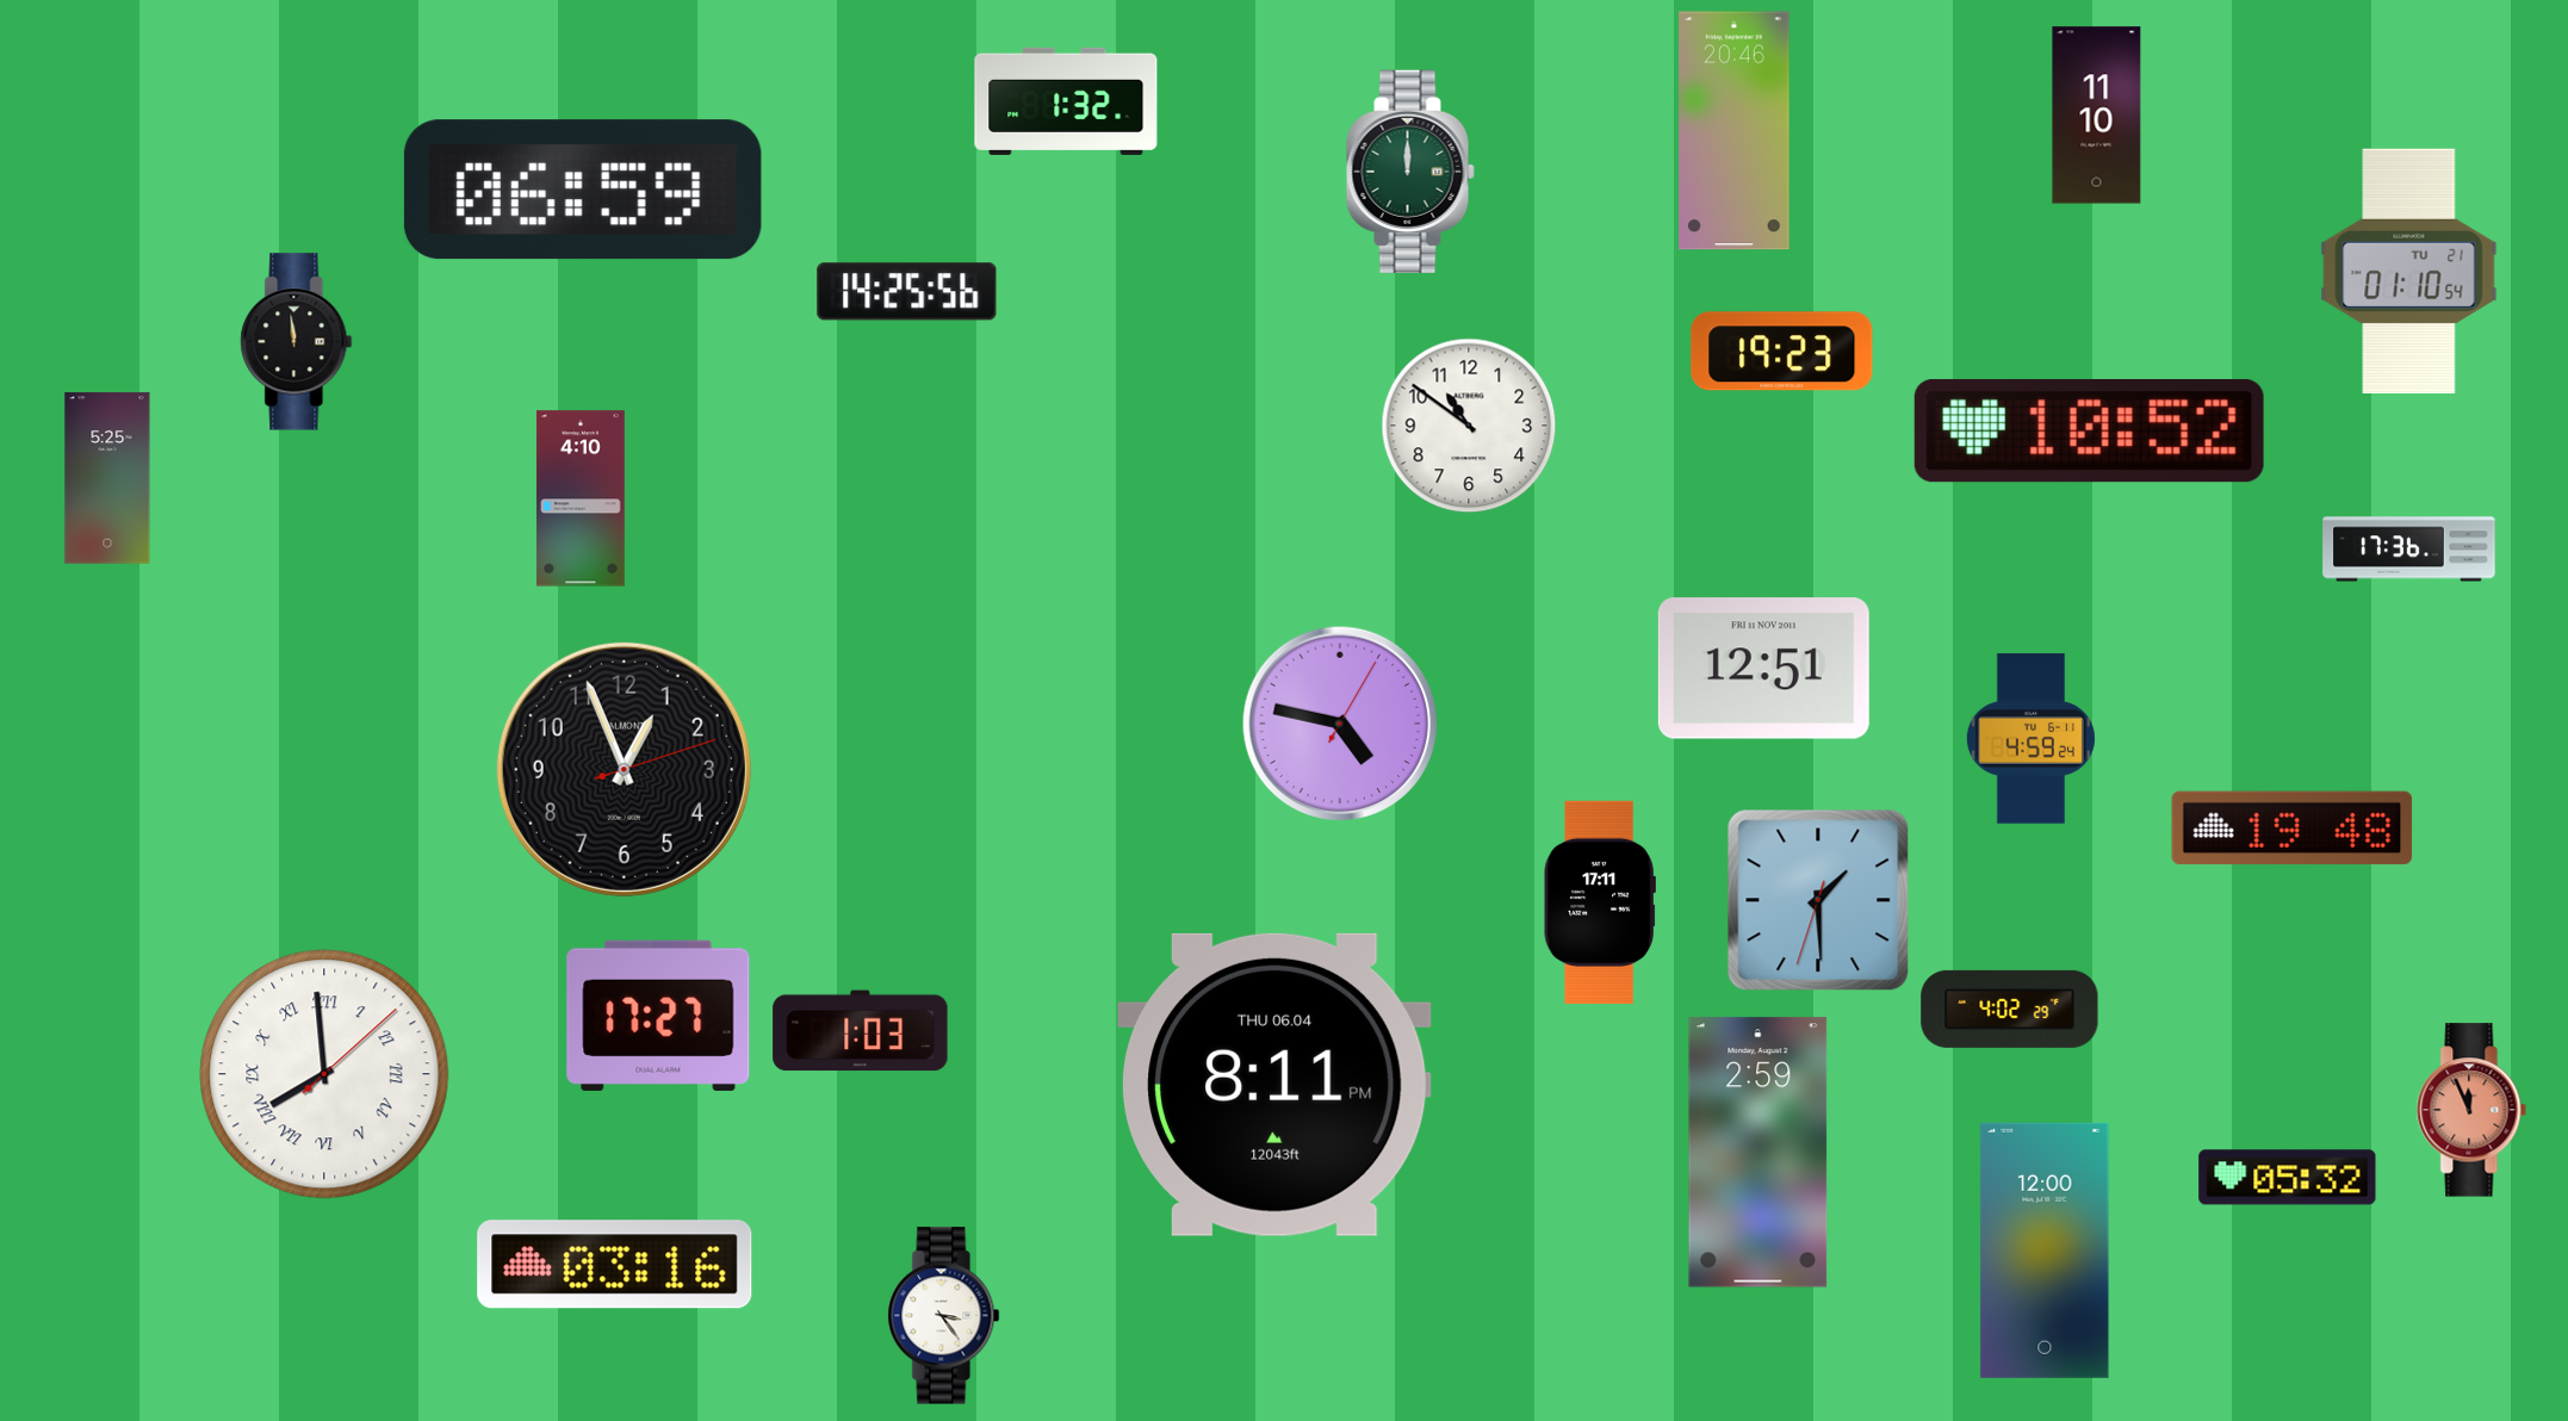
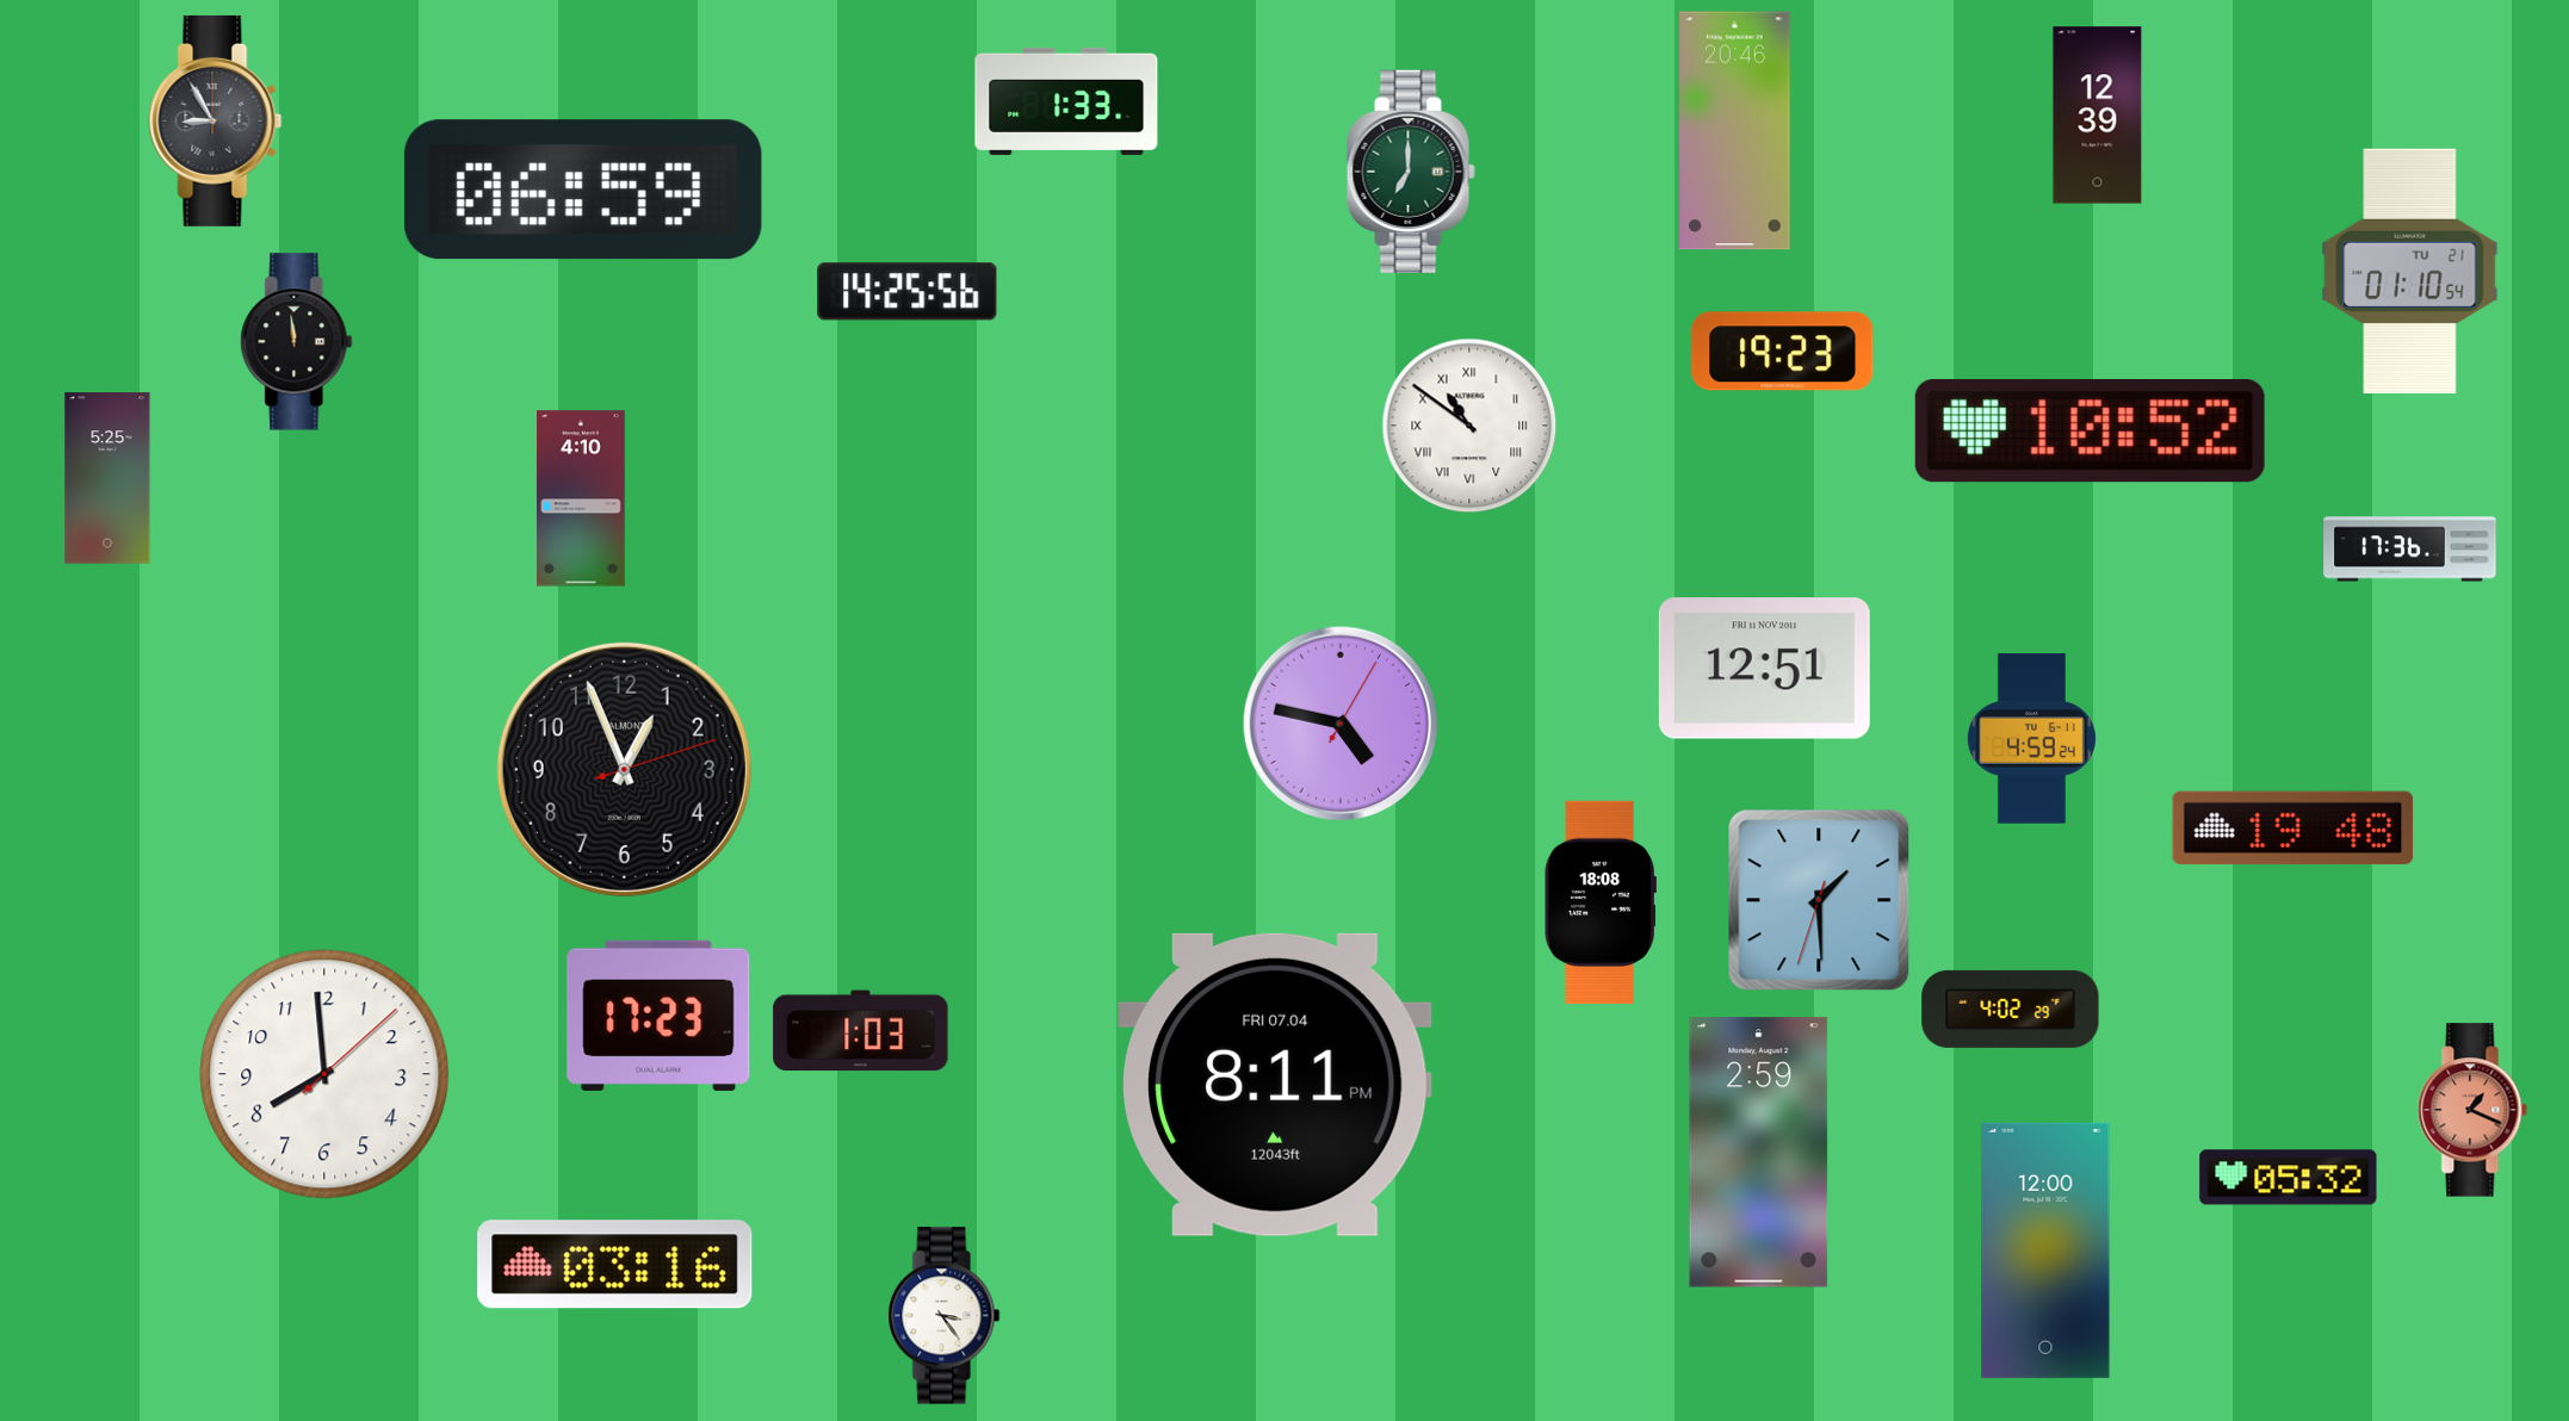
clock at (1066, 101): 1:32 -> 1:33
clock at (2097, 116): 11:10 -> 12:39
clock at (216, 120): none -> 8:55
clock at (1410, 172): 12:00 -> 7:00
clock at (1469, 426) numerals: Arabic -> Roman
clock at (1600, 902): 17:11 -> 18:08
clock at (658, 1016): 17:27 -> 17:23
clock at (324, 1074) numerals: Roman -> Arabic
clock at (1276, 1085) date: THU 06.04 -> FRI 07.04
clock at (2471, 1110): 11:56 -> 1:19
